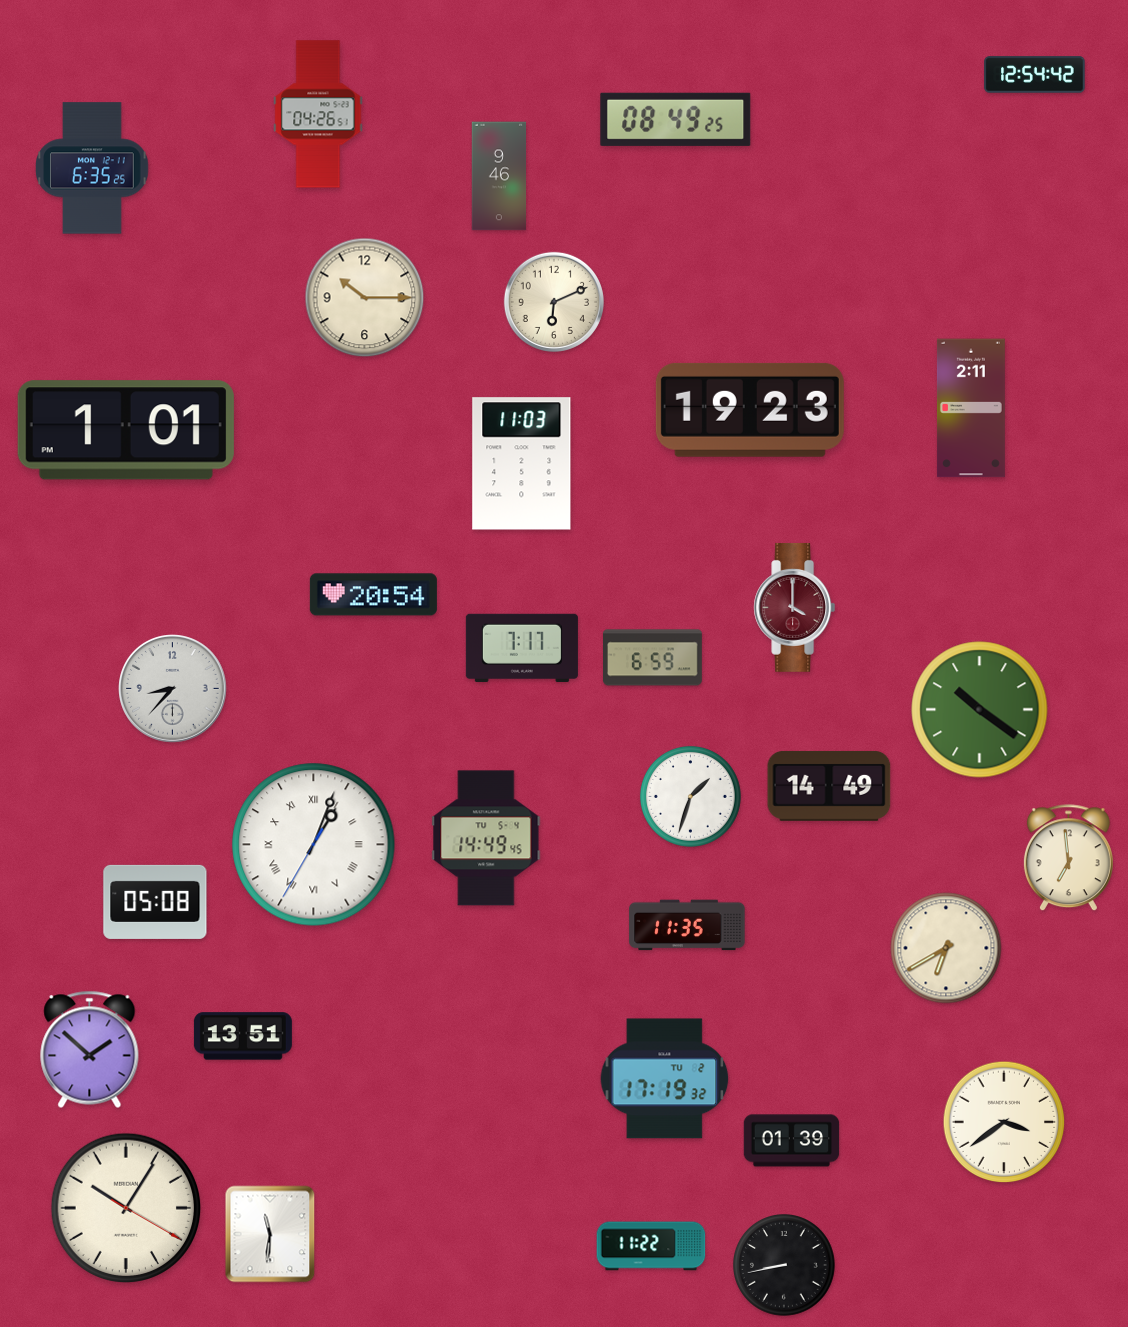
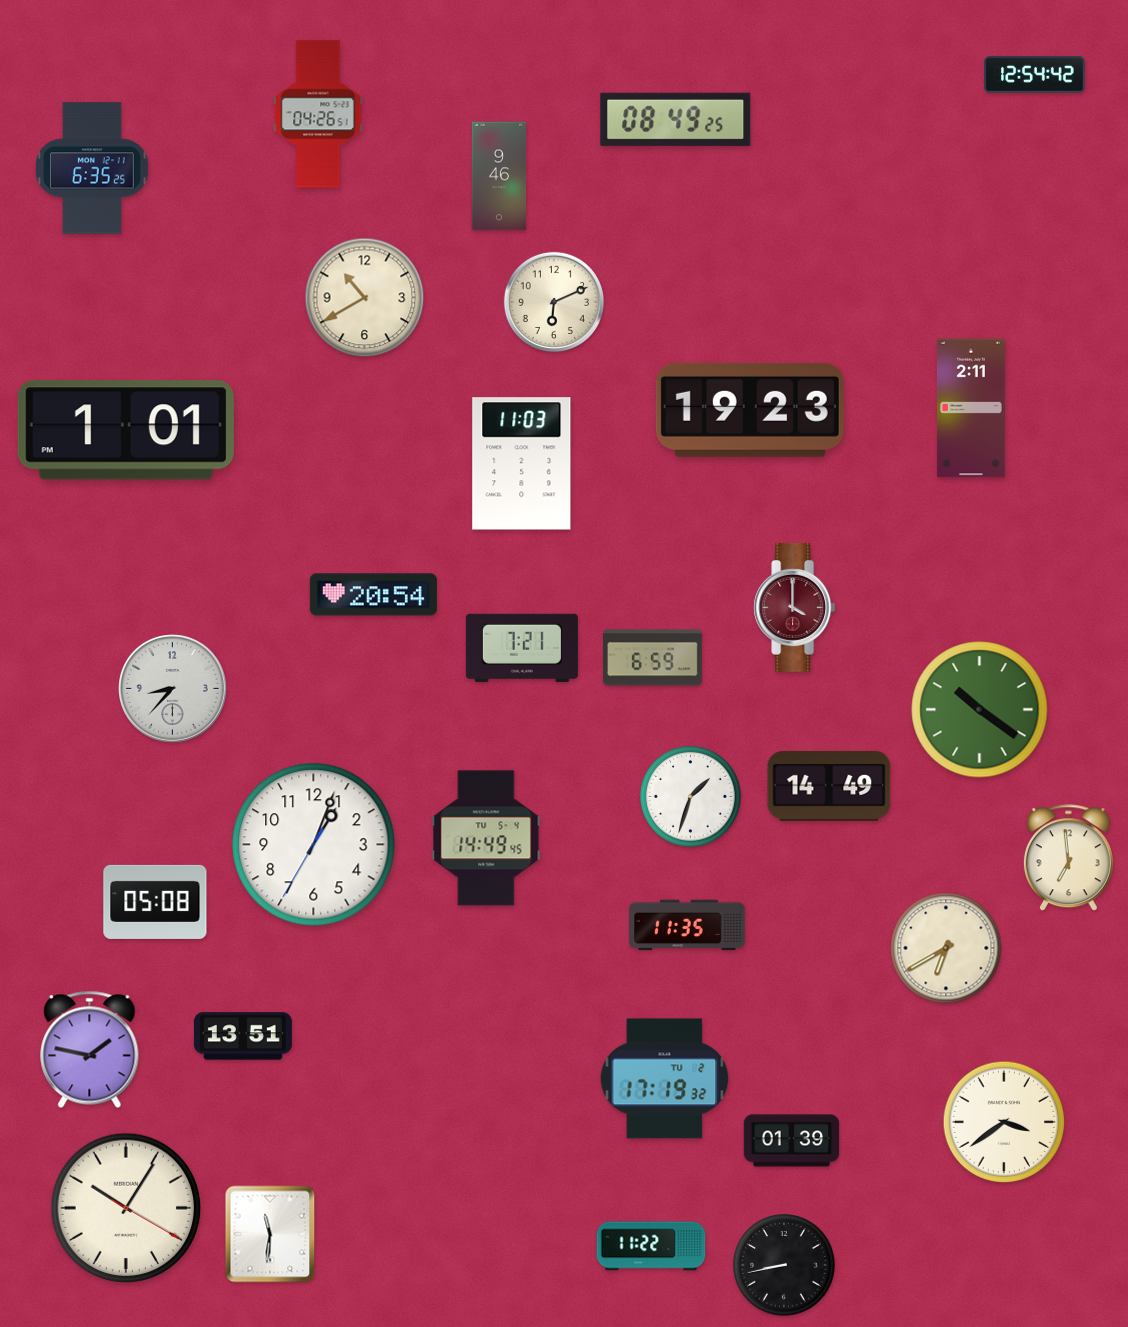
clock at (365, 298): 10:15 -> 10:40
clock at (522, 647): 7:17 -> 7:21
clock at (314, 845) numerals: Roman -> Arabic
clock at (90, 1049): 1:52 -> 1:47
